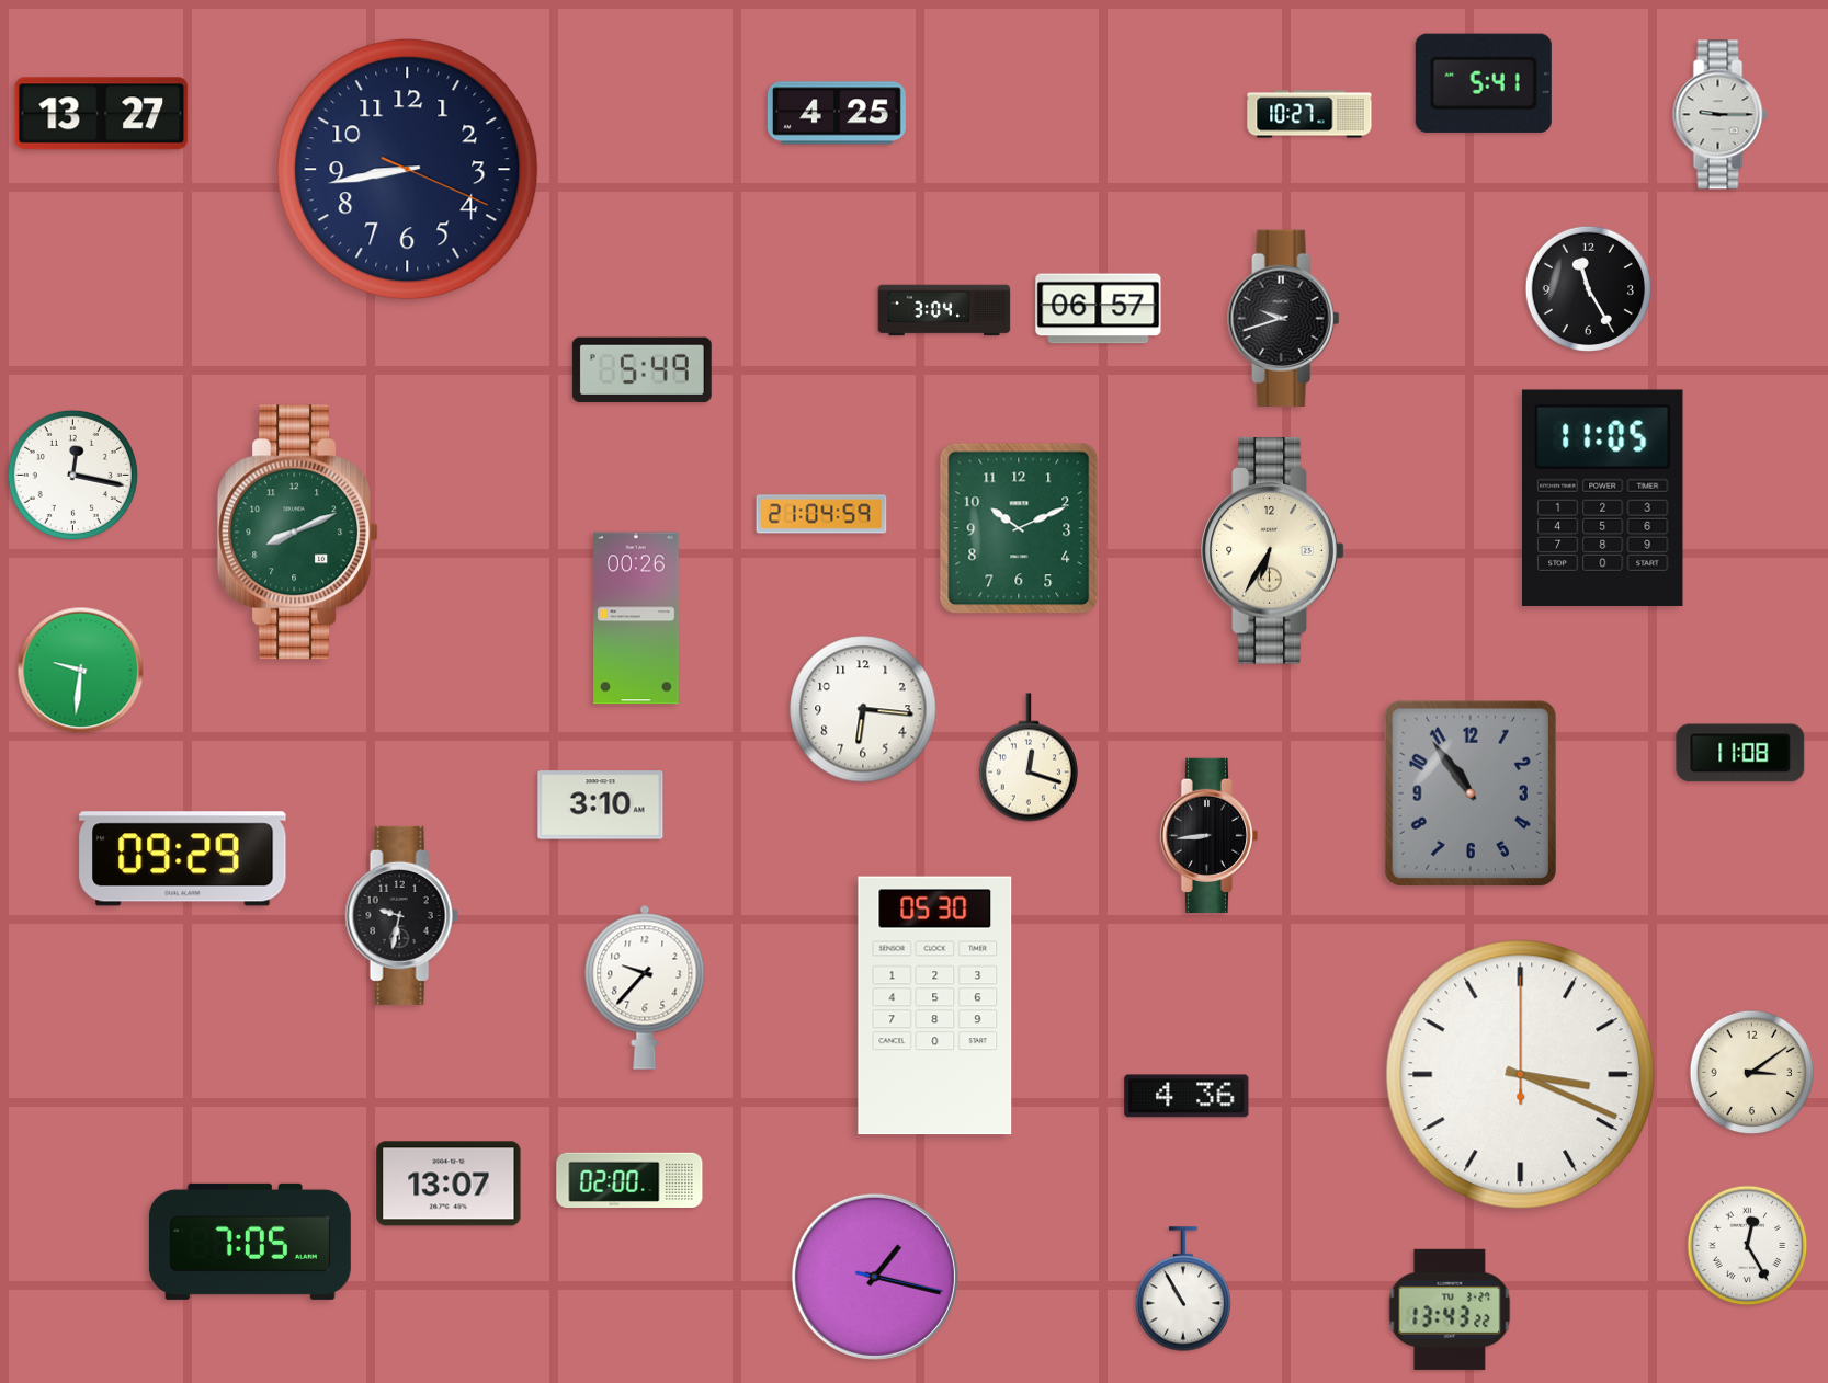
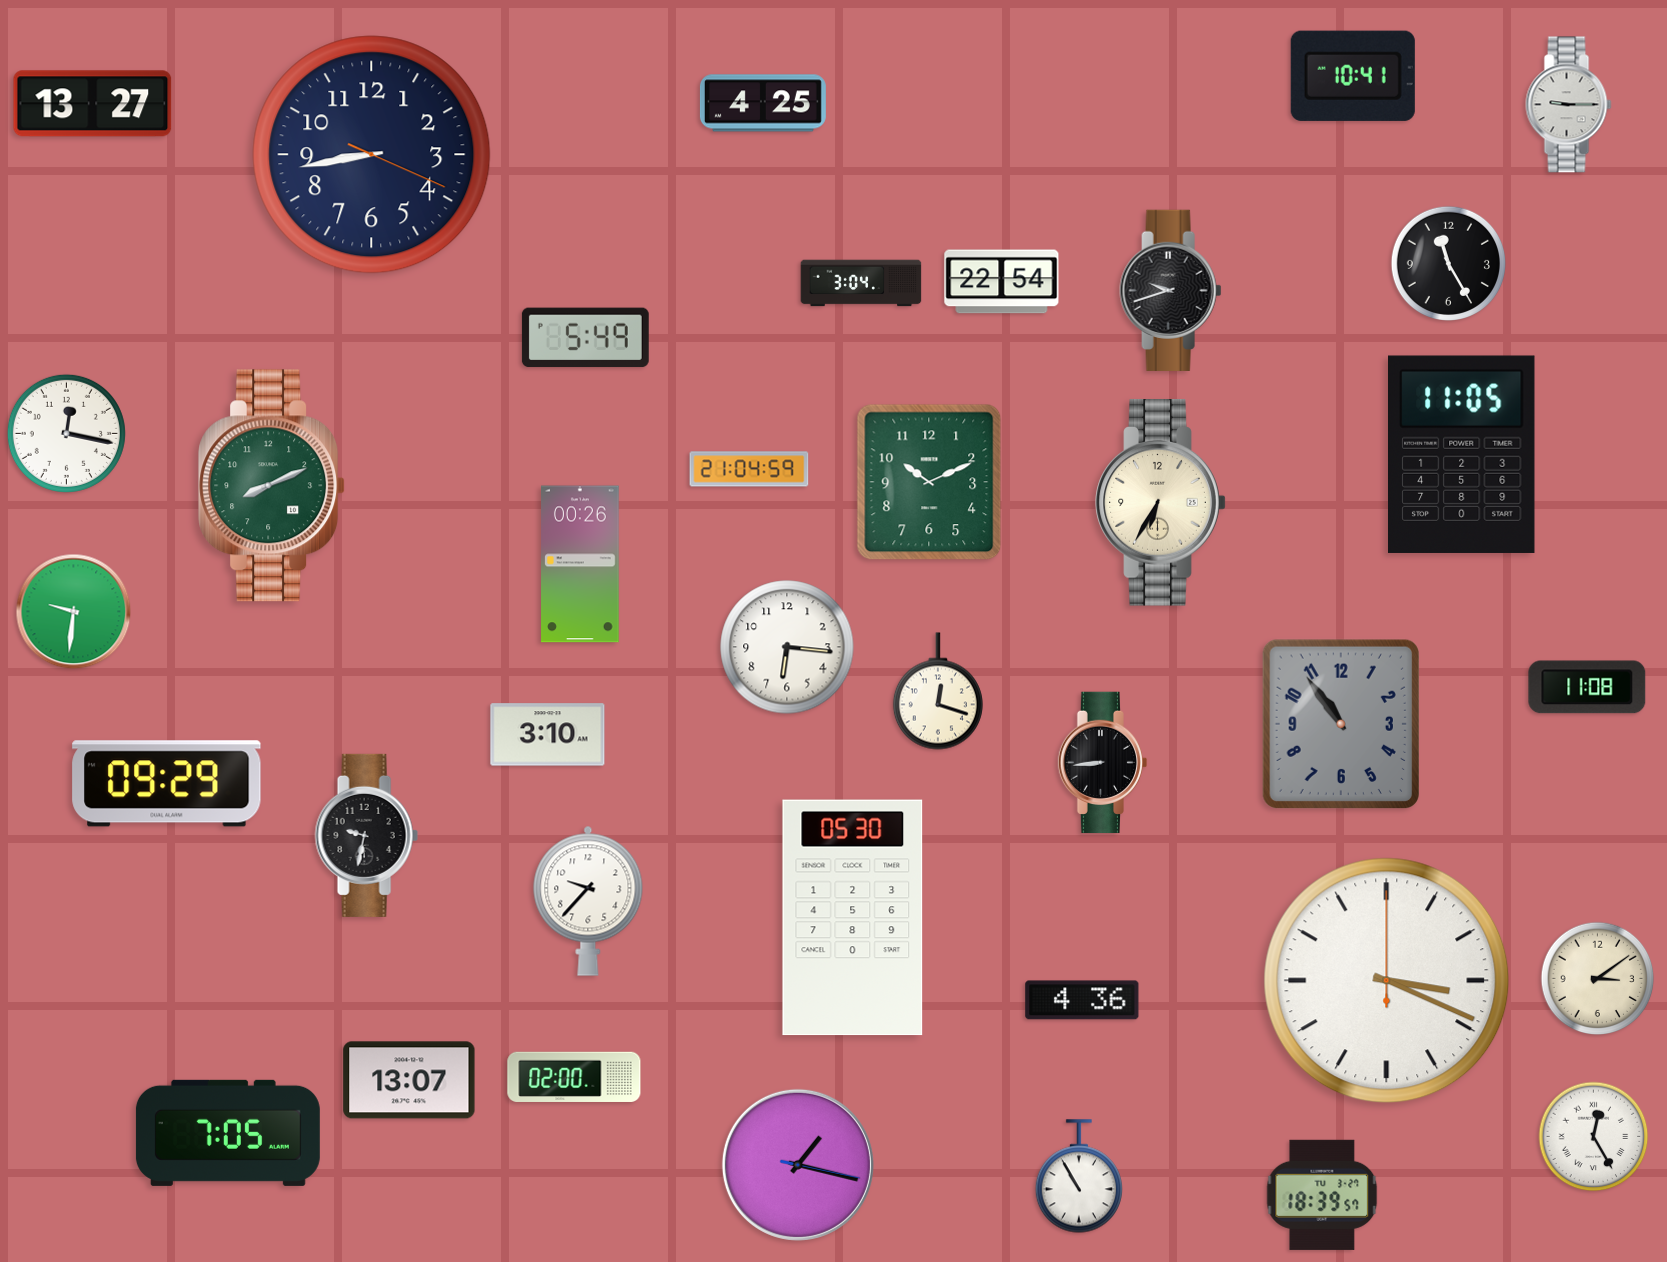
clock at (1484, 83): 5:41 -> 10:41
clock at (1309, 114): 10:27 -> none
clock at (1099, 309): 06:57 -> 22:54
clock at (1450, 1310): 13:43 -> 18:39
